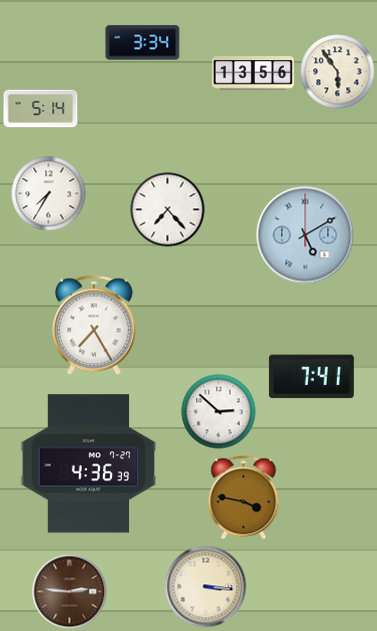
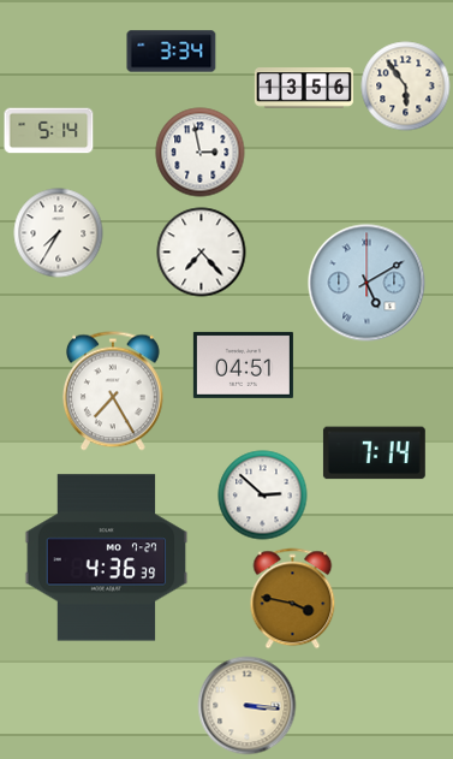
clock at (201, 153): none -> 2:58
clock at (243, 364): none -> 04:51
clock at (311, 377): 7:41 -> 7:14
clock at (70, 592): 2:46 -> none
